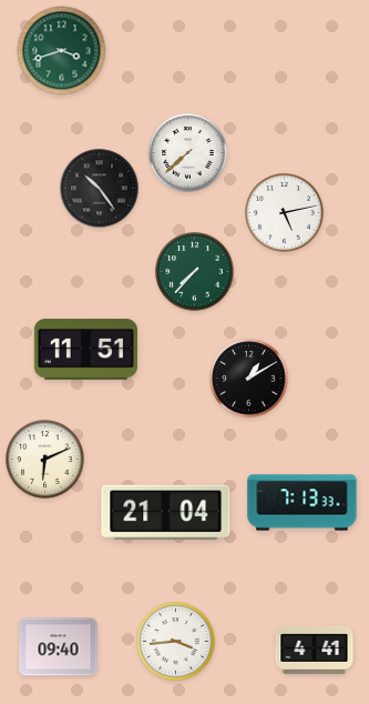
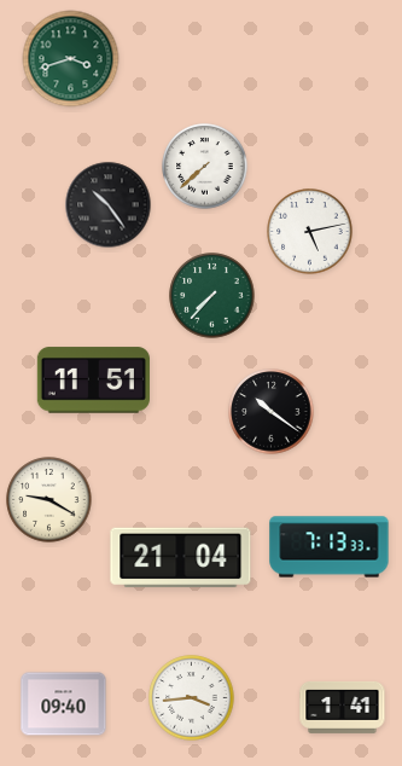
clock at (62, 51) position: (62, 51) -> (71, 59)
clock at (249, 379): 1:10 -> 10:21
clock at (45, 460): 6:11 -> 9:20
clock at (315, 650): 4:41 -> 1:41
